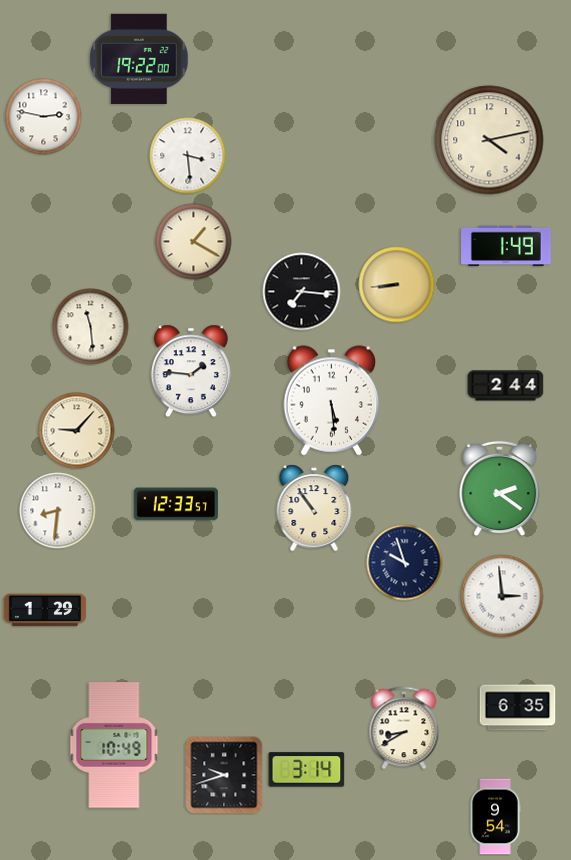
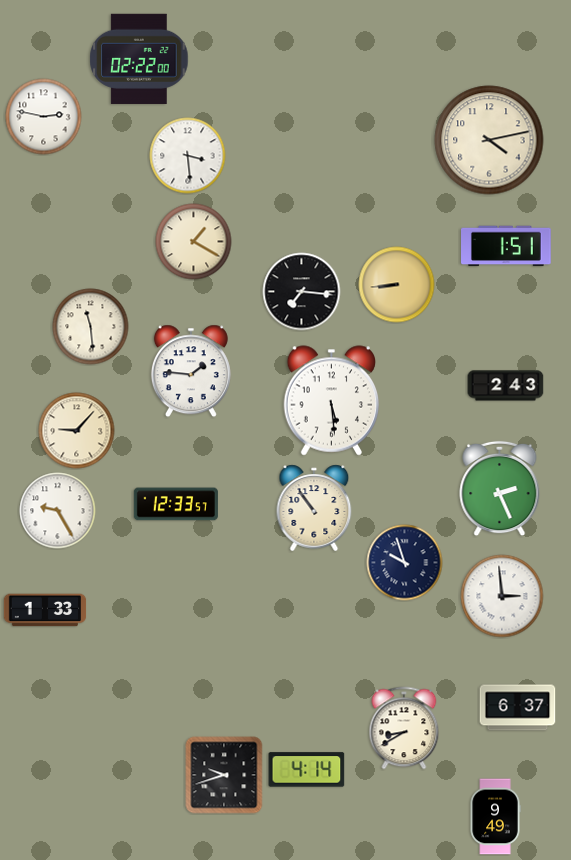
clock at (139, 59): 19:22 -> 02:22
clock at (507, 246): 1:49 -> 1:51
clock at (506, 386): 2:44 -> 2:43
clock at (500, 489): 2:21 -> 2:26
clock at (58, 511): 8:31 -> 9:25
clock at (45, 610): 1:29 -> 1:33
clock at (518, 708): 6:35 -> 6:37
clock at (114, 745): 10:49 -> none
clock at (307, 770): 3:14 -> 4:14
clock at (495, 817): 9:54 -> 9:49
